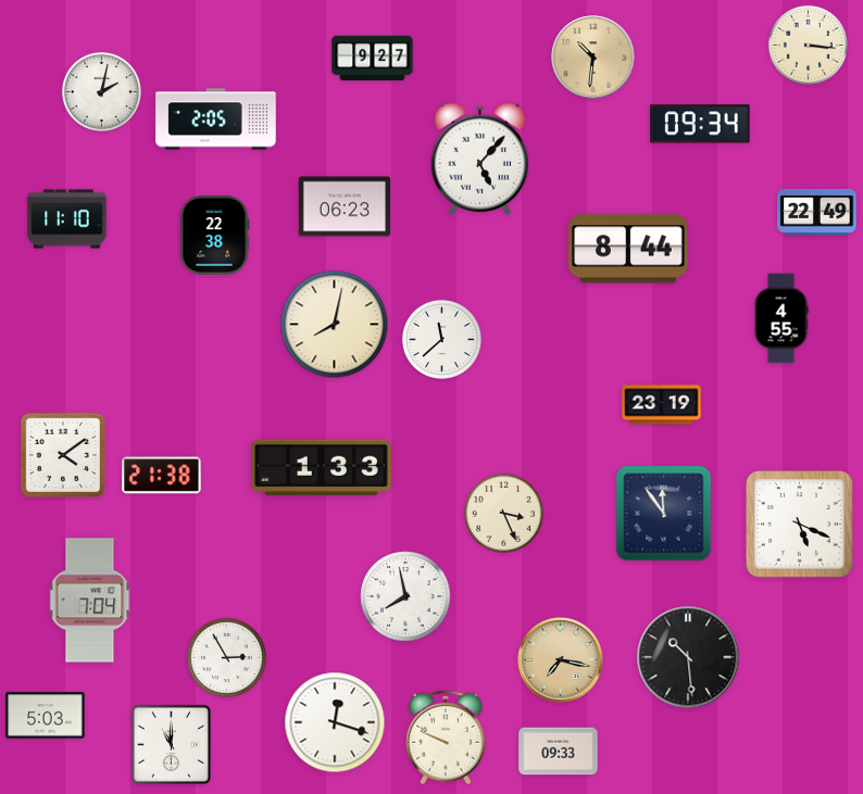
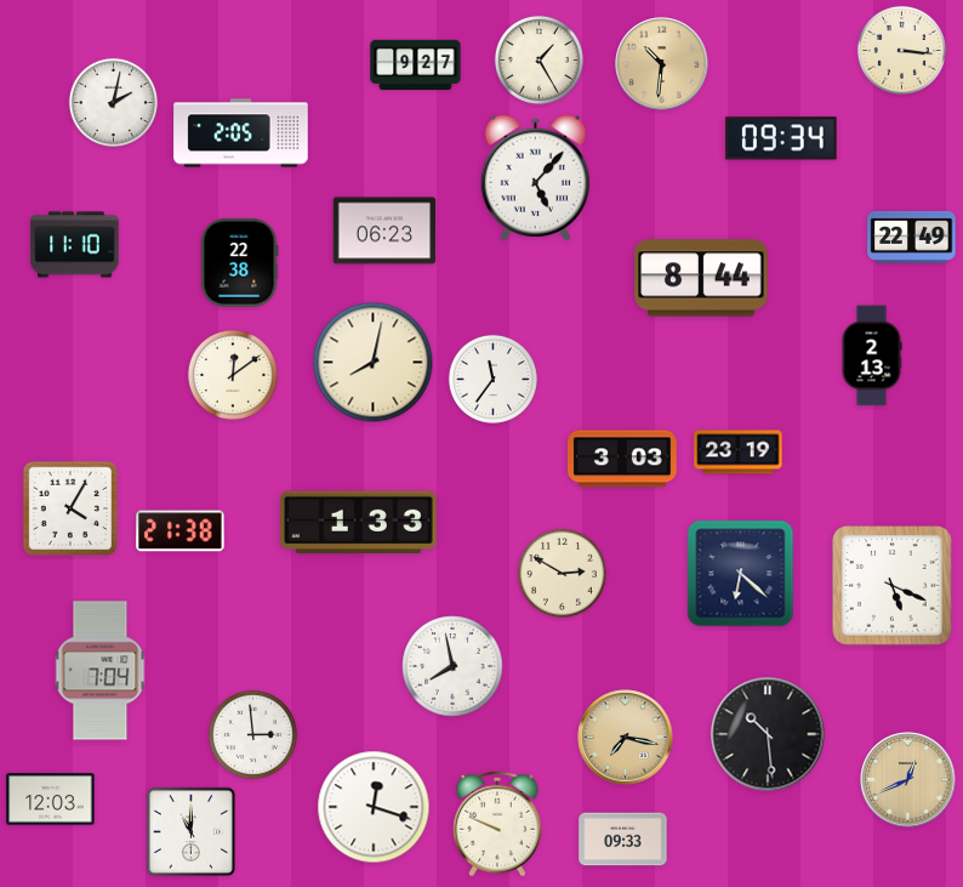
clock at (539, 59): none -> 1:25
clock at (781, 318): 4:55 -> 2:13
clock at (233, 375): none -> 12:09
clock at (441, 339): 11:38 -> 11:36
clock at (623, 459): none -> 3:03
clock at (62, 454): 4:09 -> 4:05
clock at (503, 513): 3:26 -> 2:50
clock at (664, 514): 11:54 -> 6:22
clock at (226, 657): 2:55 -> 2:59
clock at (908, 780): none -> 12:41
clock at (46, 716): 5:03 -> 12:03
